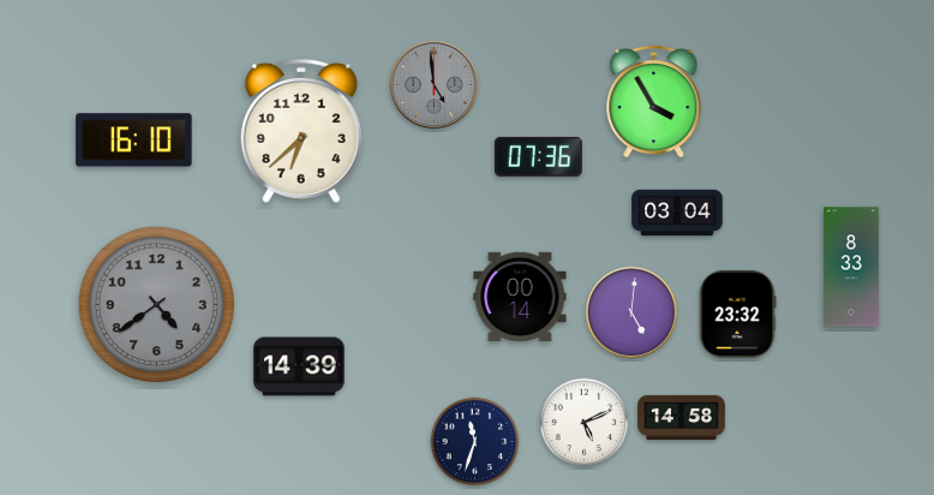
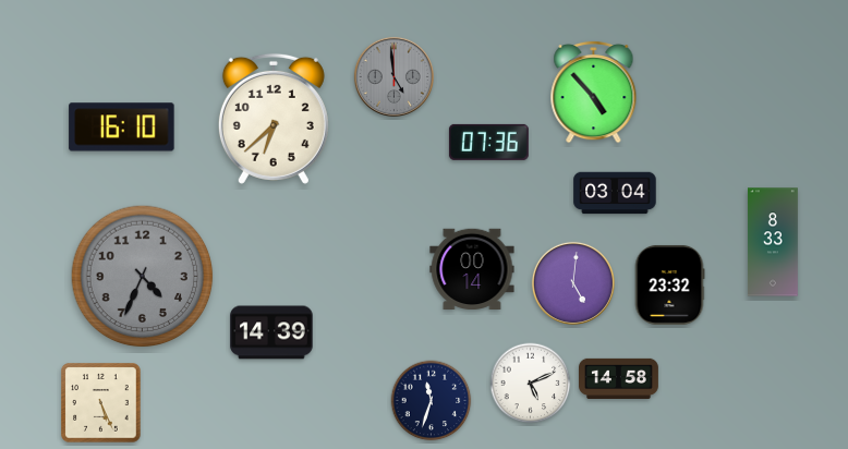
clock at (654, 101): 3:55 -> 4:53
clock at (157, 305): 4:39 -> 4:34
clock at (101, 403): none -> 5:26
